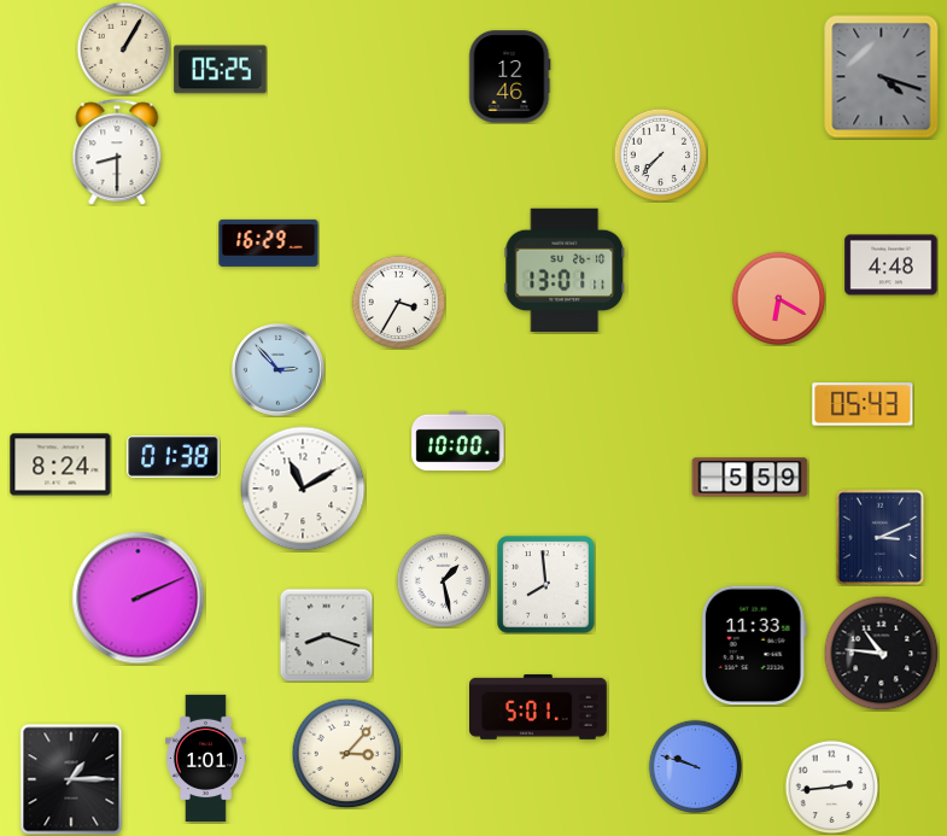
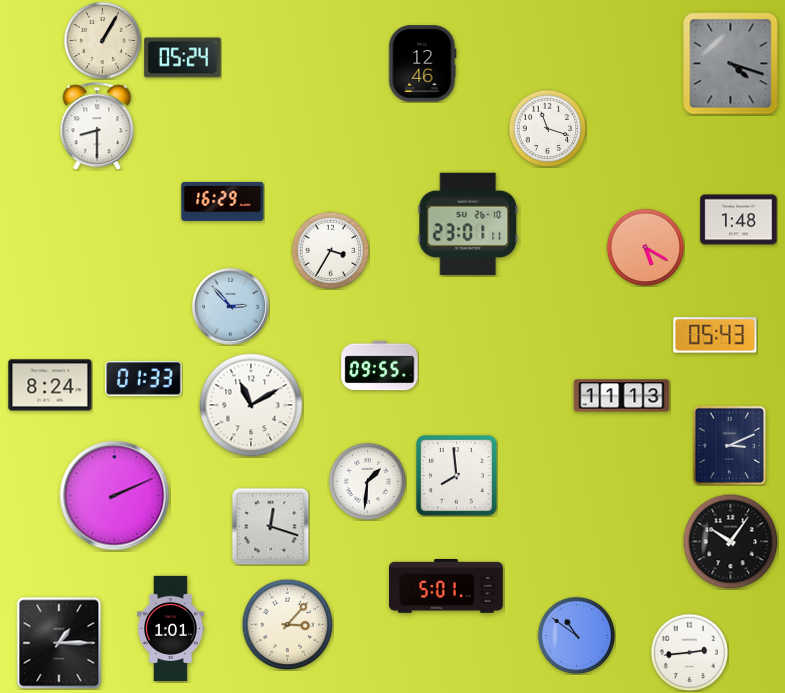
clock at (221, 70): 05:25 -> 05:24
clock at (660, 154): 7:37 -> 11:18
clock at (892, 265): 4:48 -> 1:48
clock at (565, 270): 13:01 -> 23:01
clock at (778, 298): 6:20 -> 5:20
clock at (458, 442): 10:00 -> 09:55
clock at (174, 457): 01:38 -> 01:33
clock at (750, 478): 5:59 -> 11:13
clock at (443, 580): 1:28 -> 1:31
clock at (546, 585) position: (546, 585) -> (457, 476)
clock at (326, 635): 8:18 -> 12:18
clock at (754, 645): 11:33 -> none
clock at (881, 653): 10:46 -> 10:06
clock at (695, 766): 9:48 -> 10:51
clock at (71, 779) position: (71, 779) -> (59, 643)
